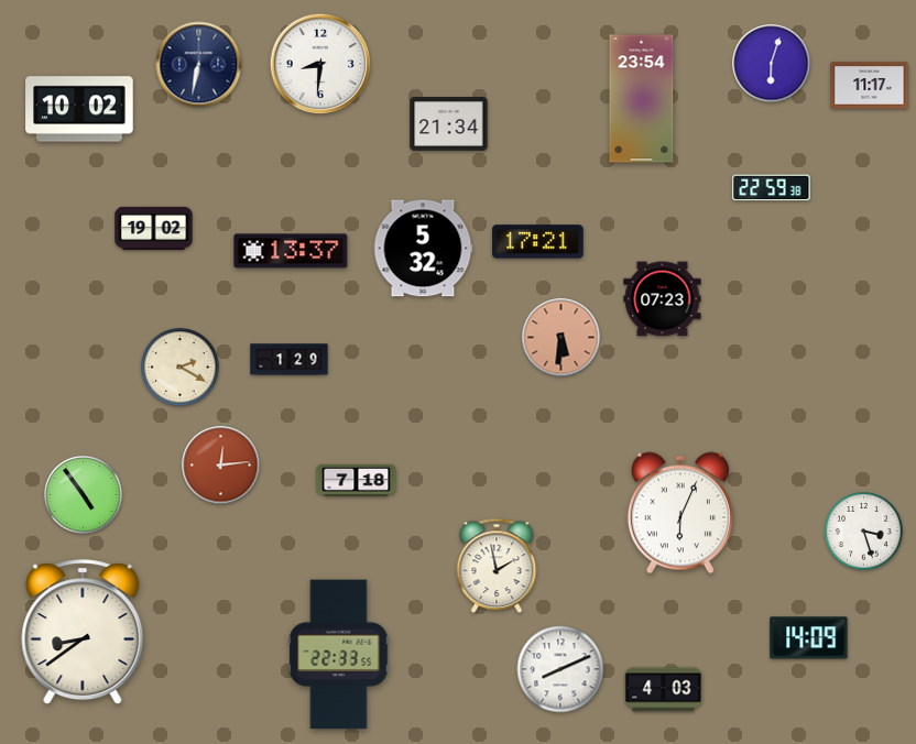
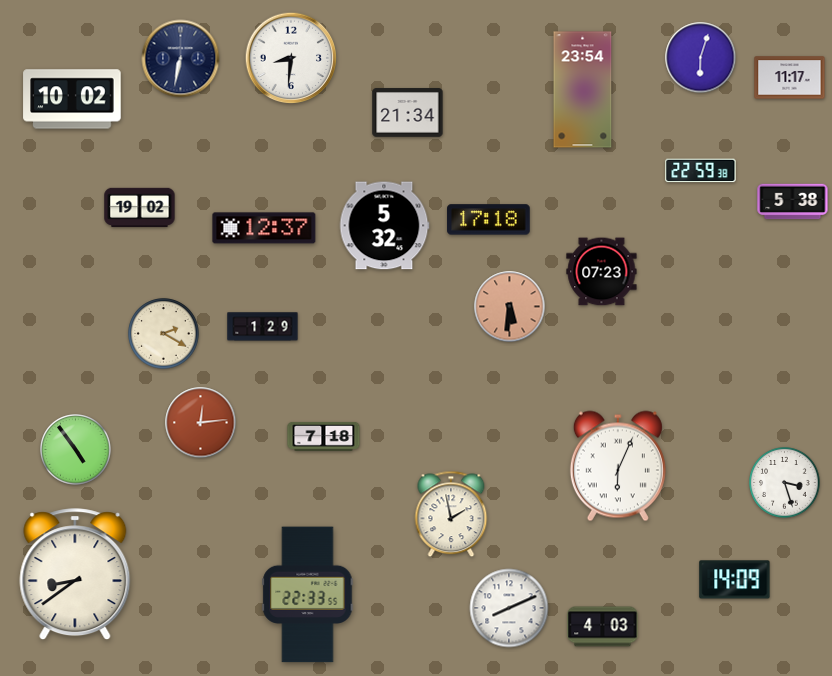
clock at (793, 202): none -> 5:38
clock at (538, 242): 17:21 -> 17:18
clock at (291, 251): 13:37 -> 12:37
